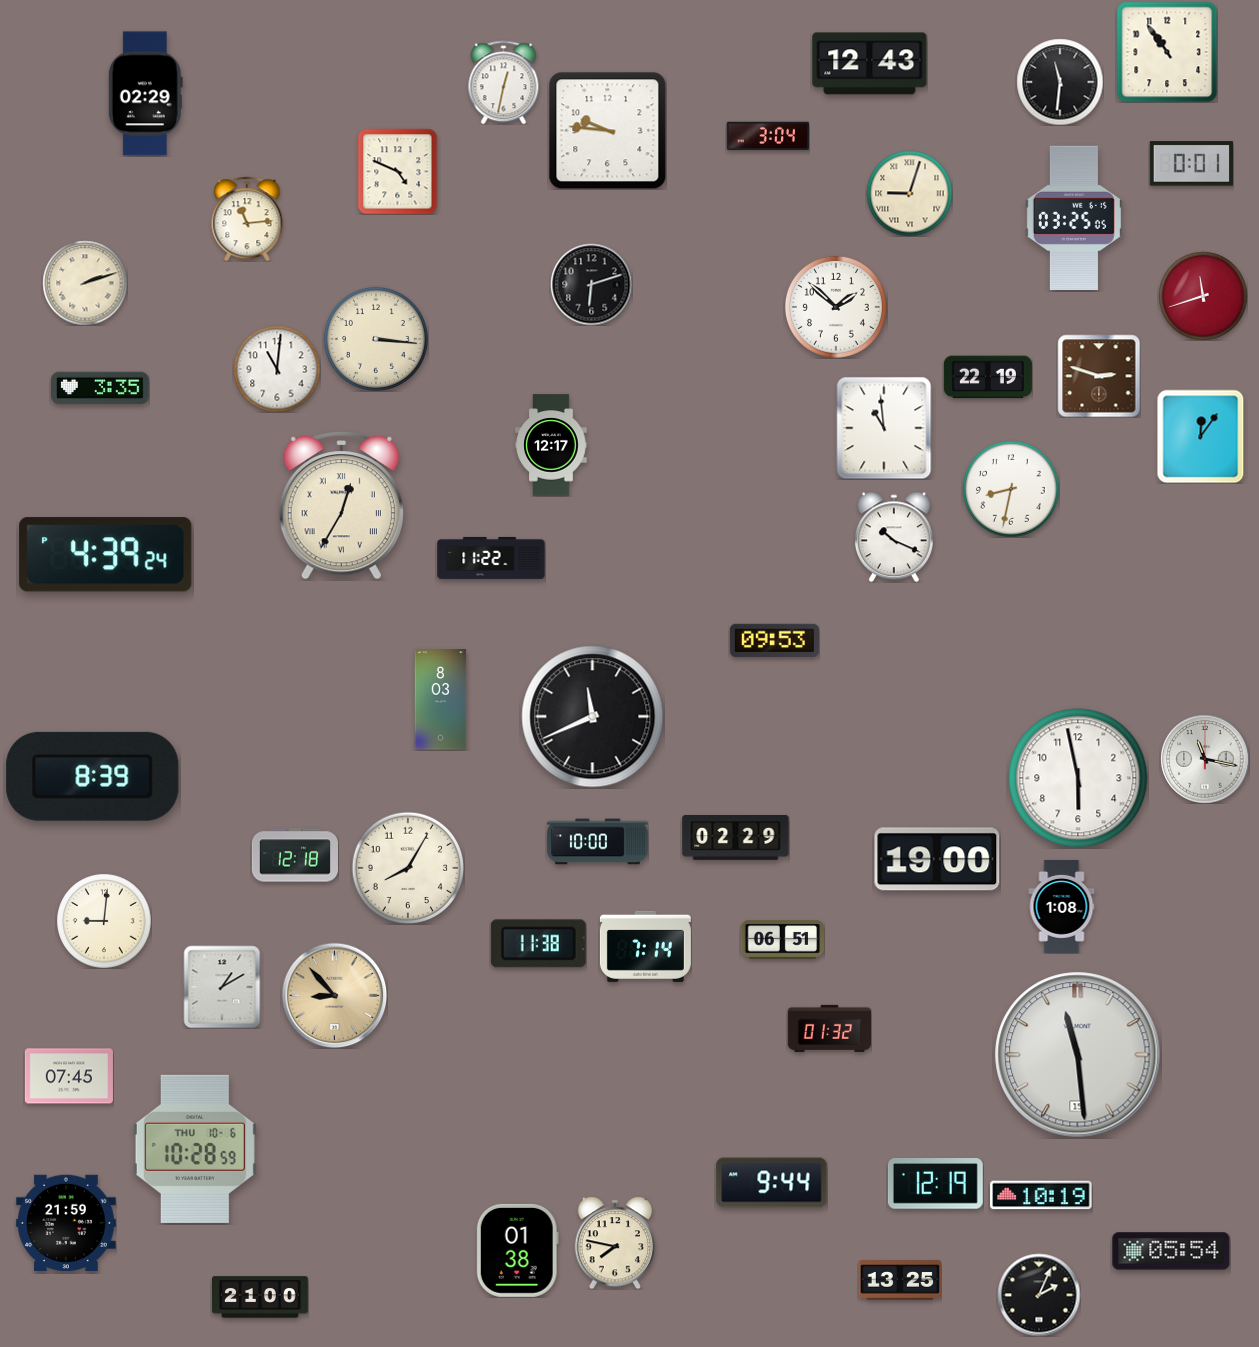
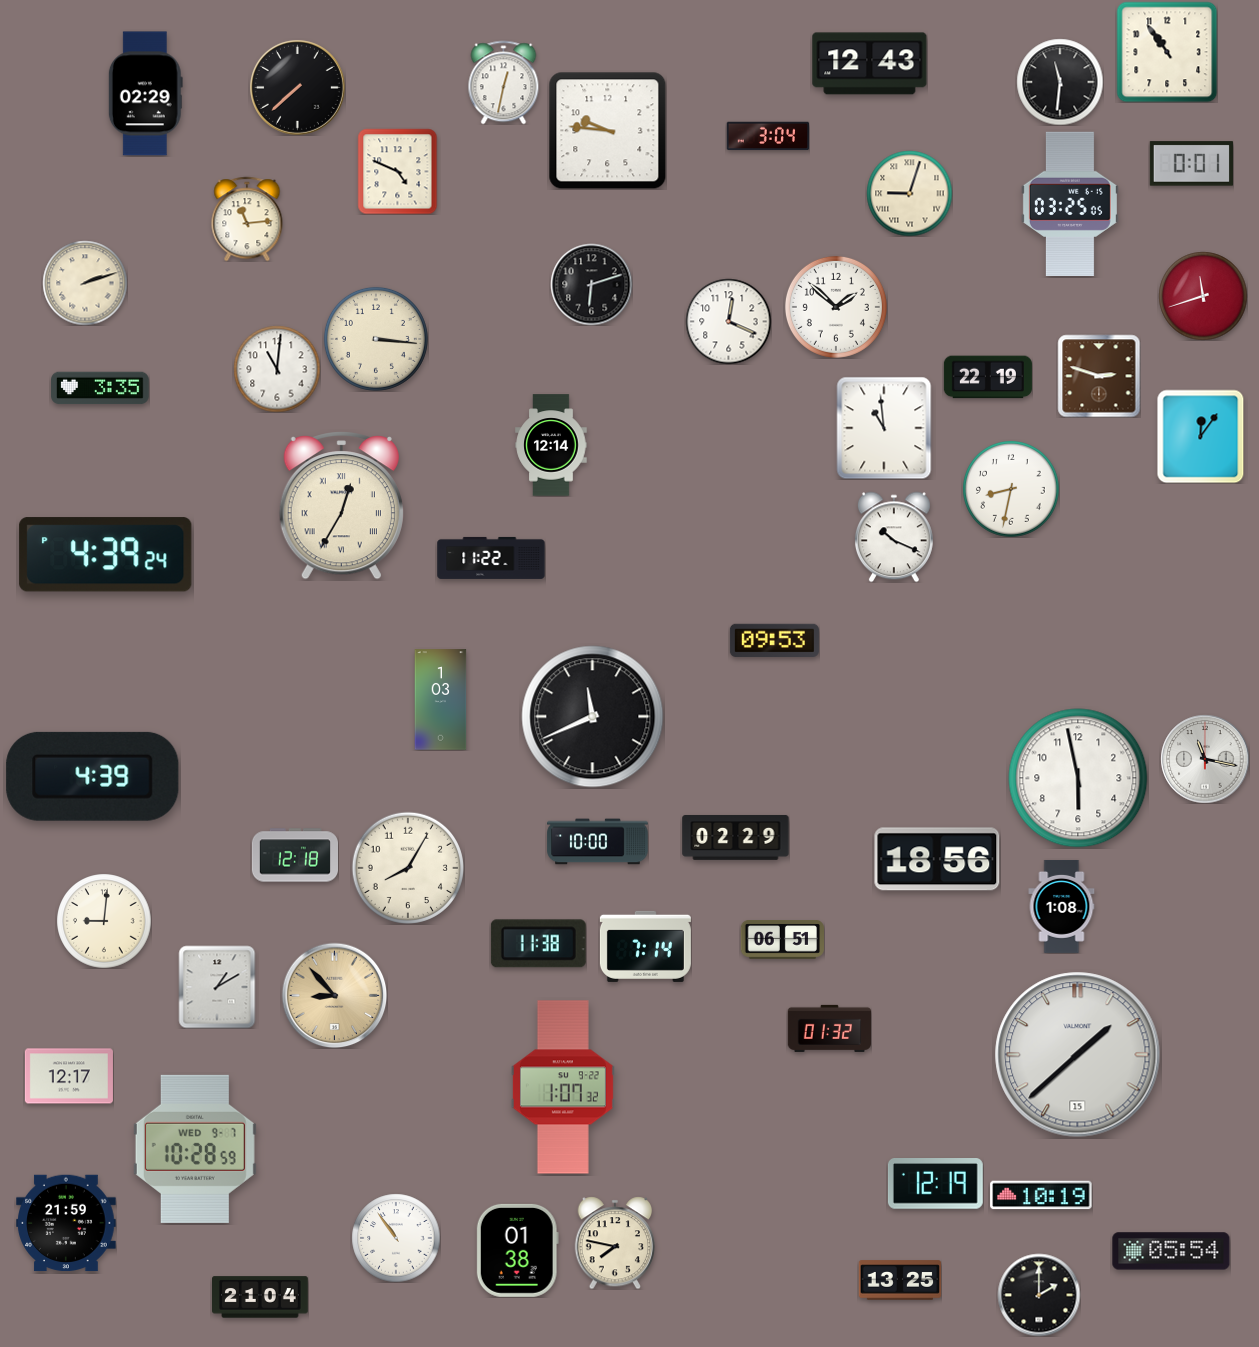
clock at (297, 87): none -> 7:38
clock at (1074, 218) position: (1074, 218) -> (1070, 204)
clock at (728, 321): none -> 12:19
clock at (551, 445): 12:17 -> 12:14
clock at (441, 700): 8:03 -> 1:03
clock at (93, 776): 8:39 -> 4:39
clock at (937, 859): 19:00 -> 18:56
clock at (222, 987) position: (222, 987) -> (217, 987)
clock at (1078, 1055): 11:29 -> 1:38
clock at (69, 1076): 07:45 -> 12:17
clock at (563, 1087): none -> 1:07
clock at (195, 1149) date: THU 10-6 -> WED 9-7
clock at (772, 1183): 9:44 -> none
clock at (396, 1238): none -> 10:54
clock at (1039, 1295): 2:04 -> 2:00
clock at (261, 1297): 21:00 -> 21:04
